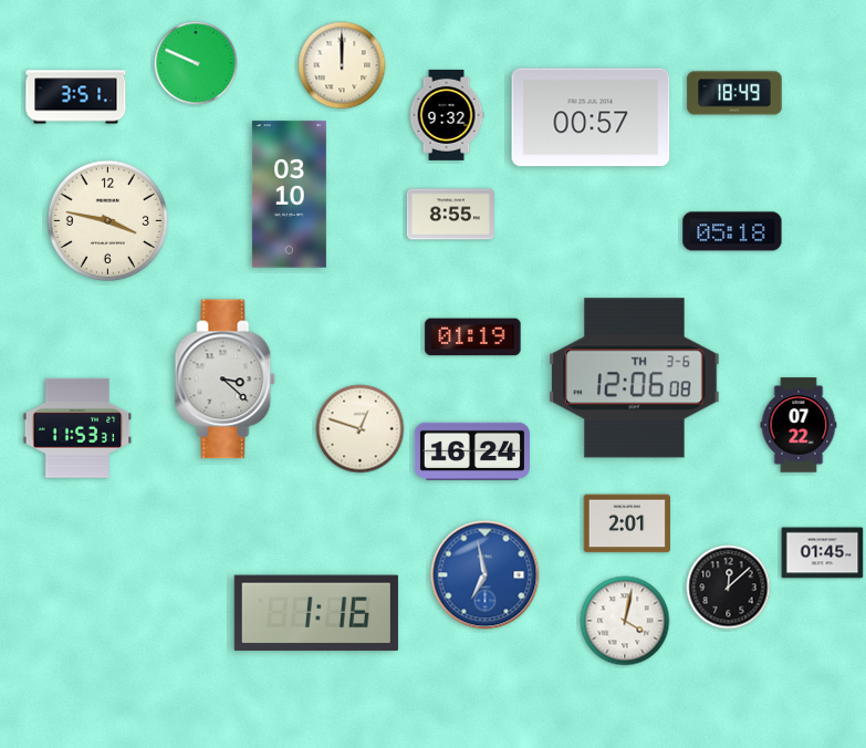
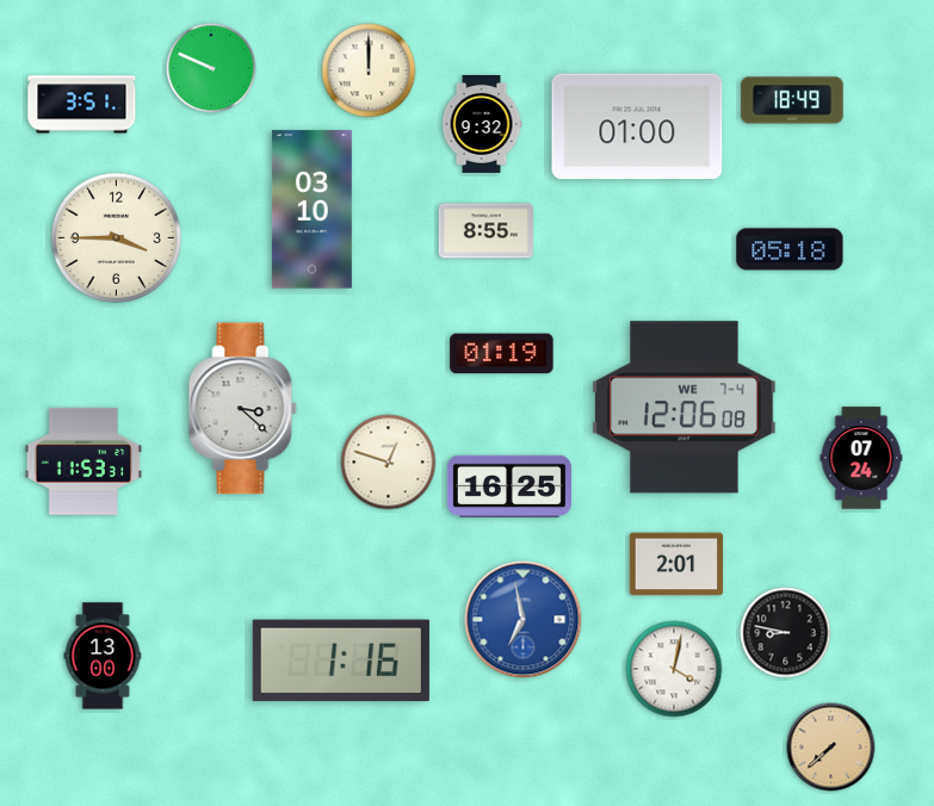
clock at (591, 117): 00:57 -> 01:00
clock at (108, 221): 3:47 -> 3:45
clock at (473, 337) position: (473, 337) -> (502, 354)
clock at (635, 378) date: TH 3-6 -> WE 7-4
clock at (799, 425): 07:22 -> 07:24
clock at (472, 451): 16:24 -> 16:25
clock at (823, 553): 01:45 -> none
clock at (729, 588): 12:08 -> 8:47
clock at (103, 656): none -> 13:00
clock at (831, 748): none -> 7:38
